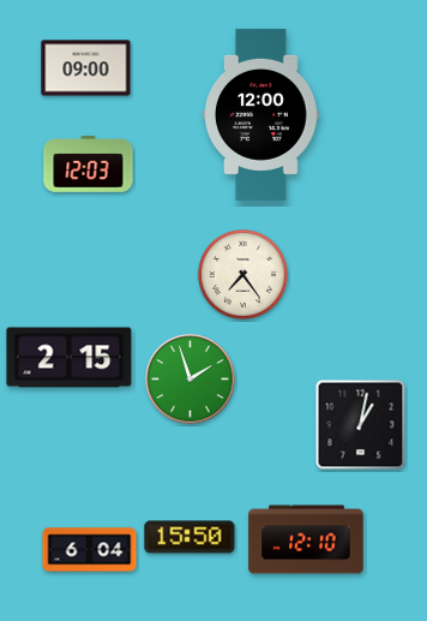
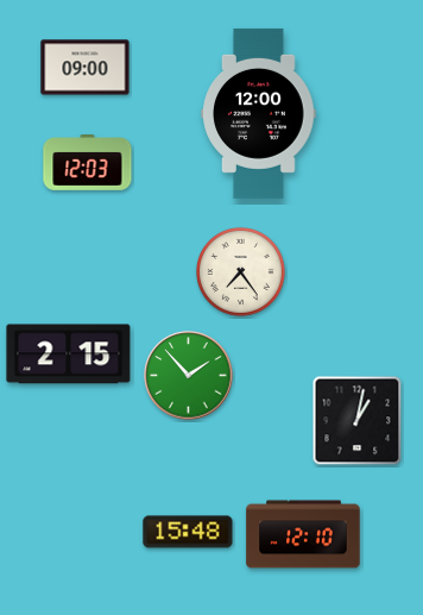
clock at (191, 380): 1:57 -> 1:53
clock at (190, 537): 15:50 -> 15:48
clock at (90, 550): 6:04 -> none
